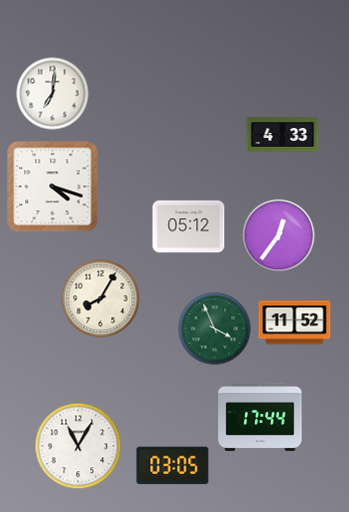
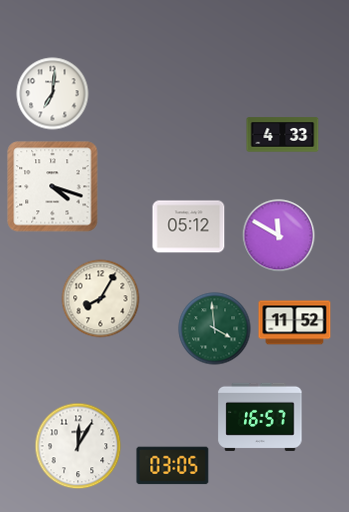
clock at (279, 236): 12:36 -> 11:50
clock at (215, 329): 3:56 -> 3:59
clock at (260, 417): 17:44 -> 16:57
clock at (78, 446): 11:05 -> 12:05
